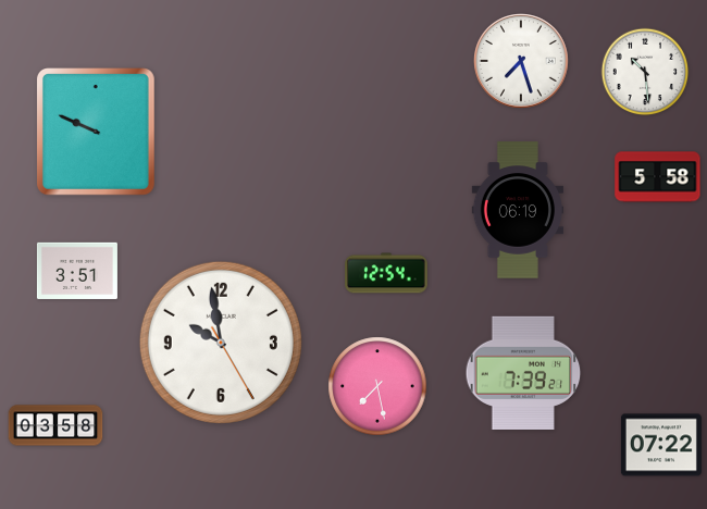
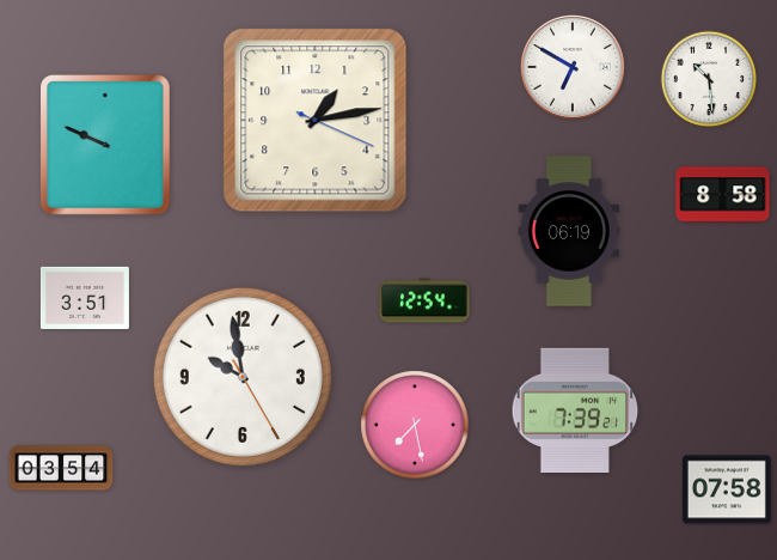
clock at (521, 61): 7:27 -> 6:50
clock at (316, 121): none -> 1:13
clock at (658, 177): 5:58 -> 8:58
clock at (55, 425): 03:58 -> 03:54
clock at (661, 445): 07:22 -> 07:58
